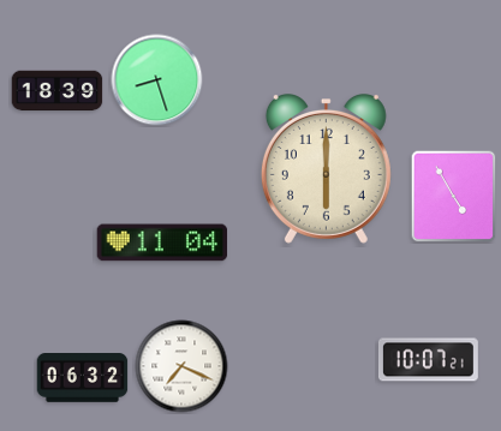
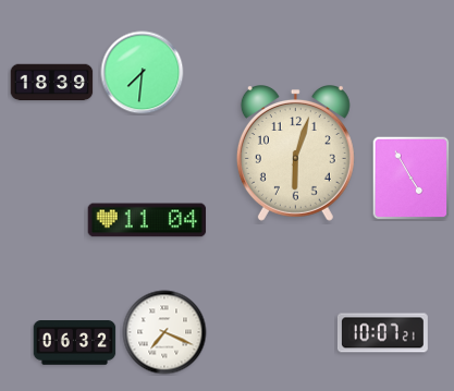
clock at (157, 80): 8:27 -> 7:31
clock at (326, 169): 6:00 -> 6:03
clock at (428, 360) position: (428, 360) -> (382, 333)
